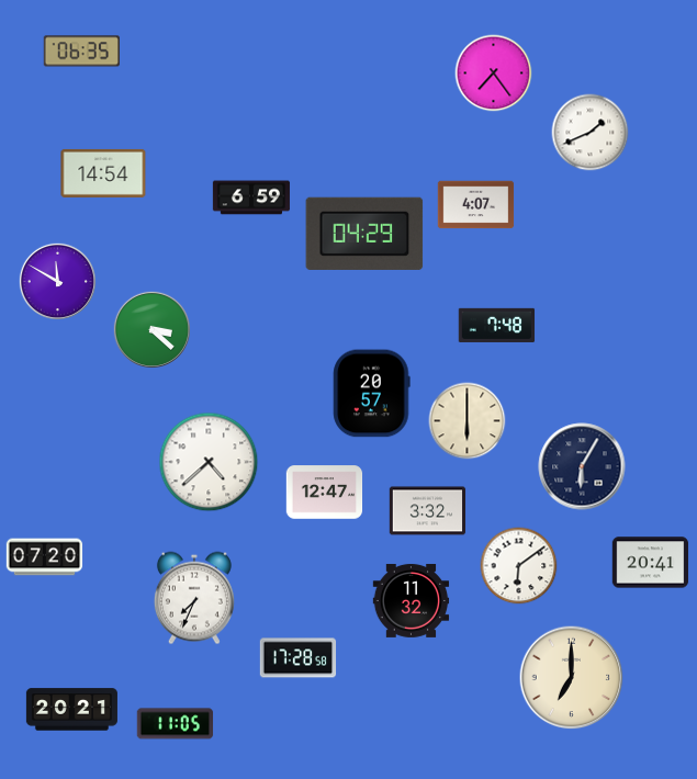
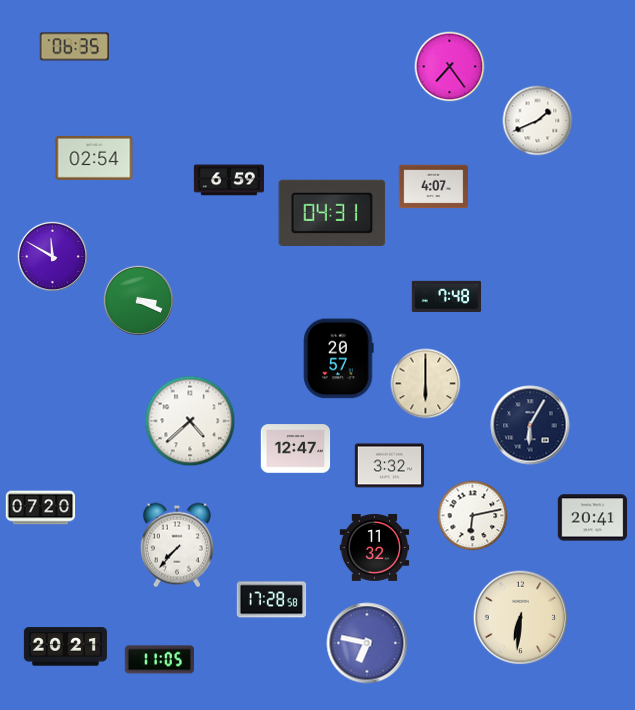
clock at (103, 173): 14:54 -> 02:54
clock at (364, 234): 04:29 -> 04:31
clock at (497, 325) position: (497, 325) -> (447, 296)
clock at (151, 329): 3:22 -> 3:19
clock at (651, 563) position: (651, 563) -> (593, 518)
clock at (519, 566): 6:09 -> 6:13
clock at (194, 598): 7:34 -> 7:37
clock at (572, 678): 7:00 -> 6:31
clock at (367, 643): none -> 6:47
